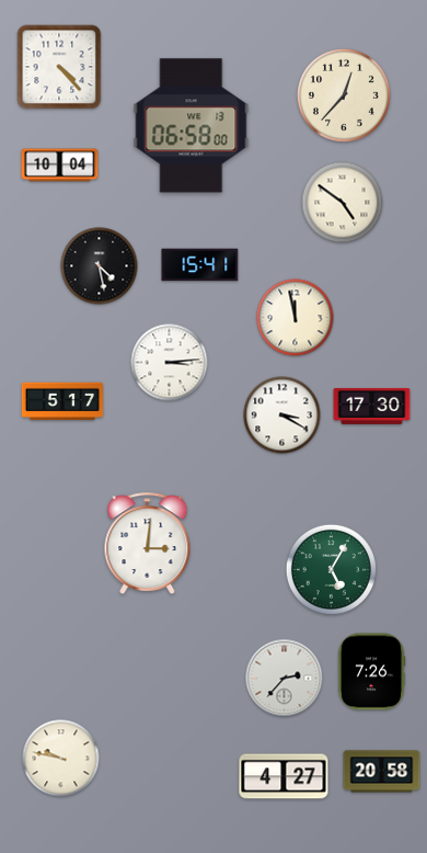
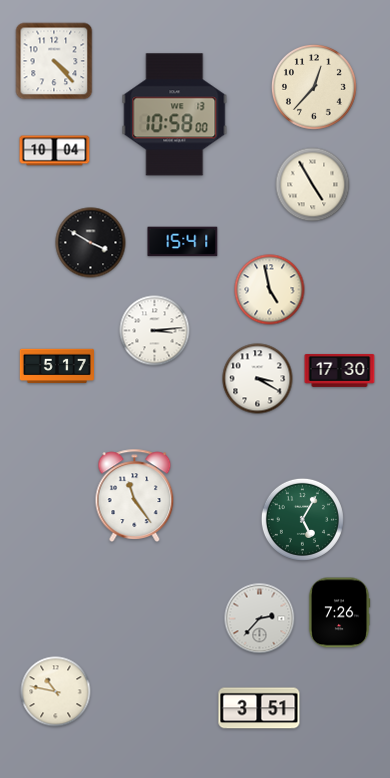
clock at (192, 126): 06:58 -> 10:58
clock at (343, 203): 4:51 -> 4:55
clock at (100, 266): 4:28 -> 3:50
clock at (296, 318): 11:58 -> 4:58
clock at (148, 543): 3:01 -> 11:24
clock at (61, 759): 9:47 -> 10:47
clock at (382, 772): 20:58 -> none
clock at (284, 776): 4:27 -> 3:51
